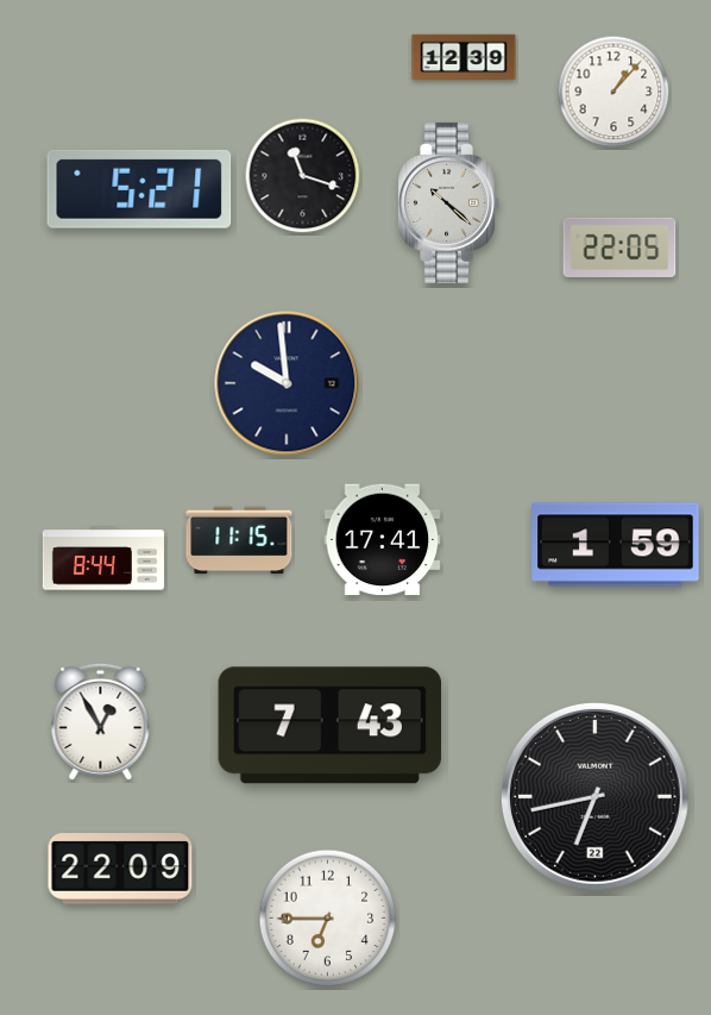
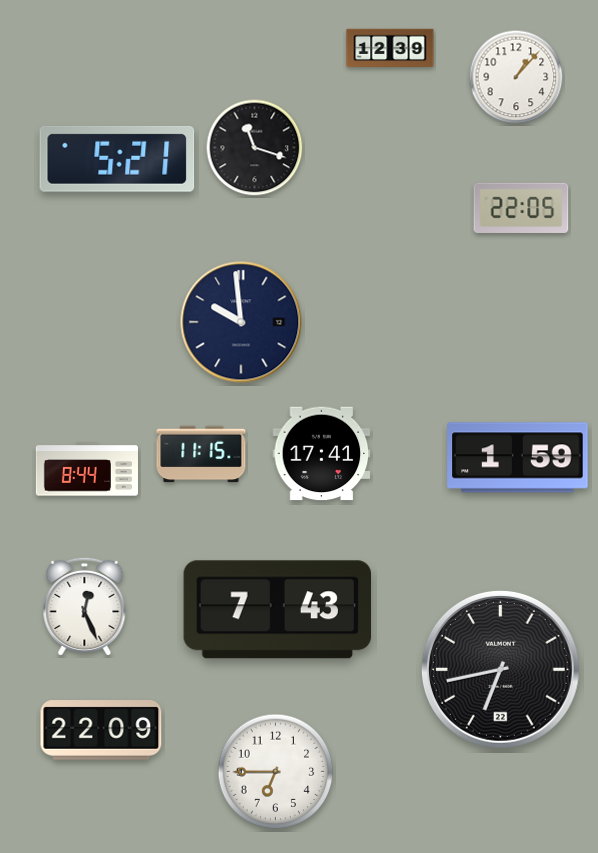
clock at (448, 202): 10:22 -> none
clock at (101, 721): 12:55 -> 12:26
